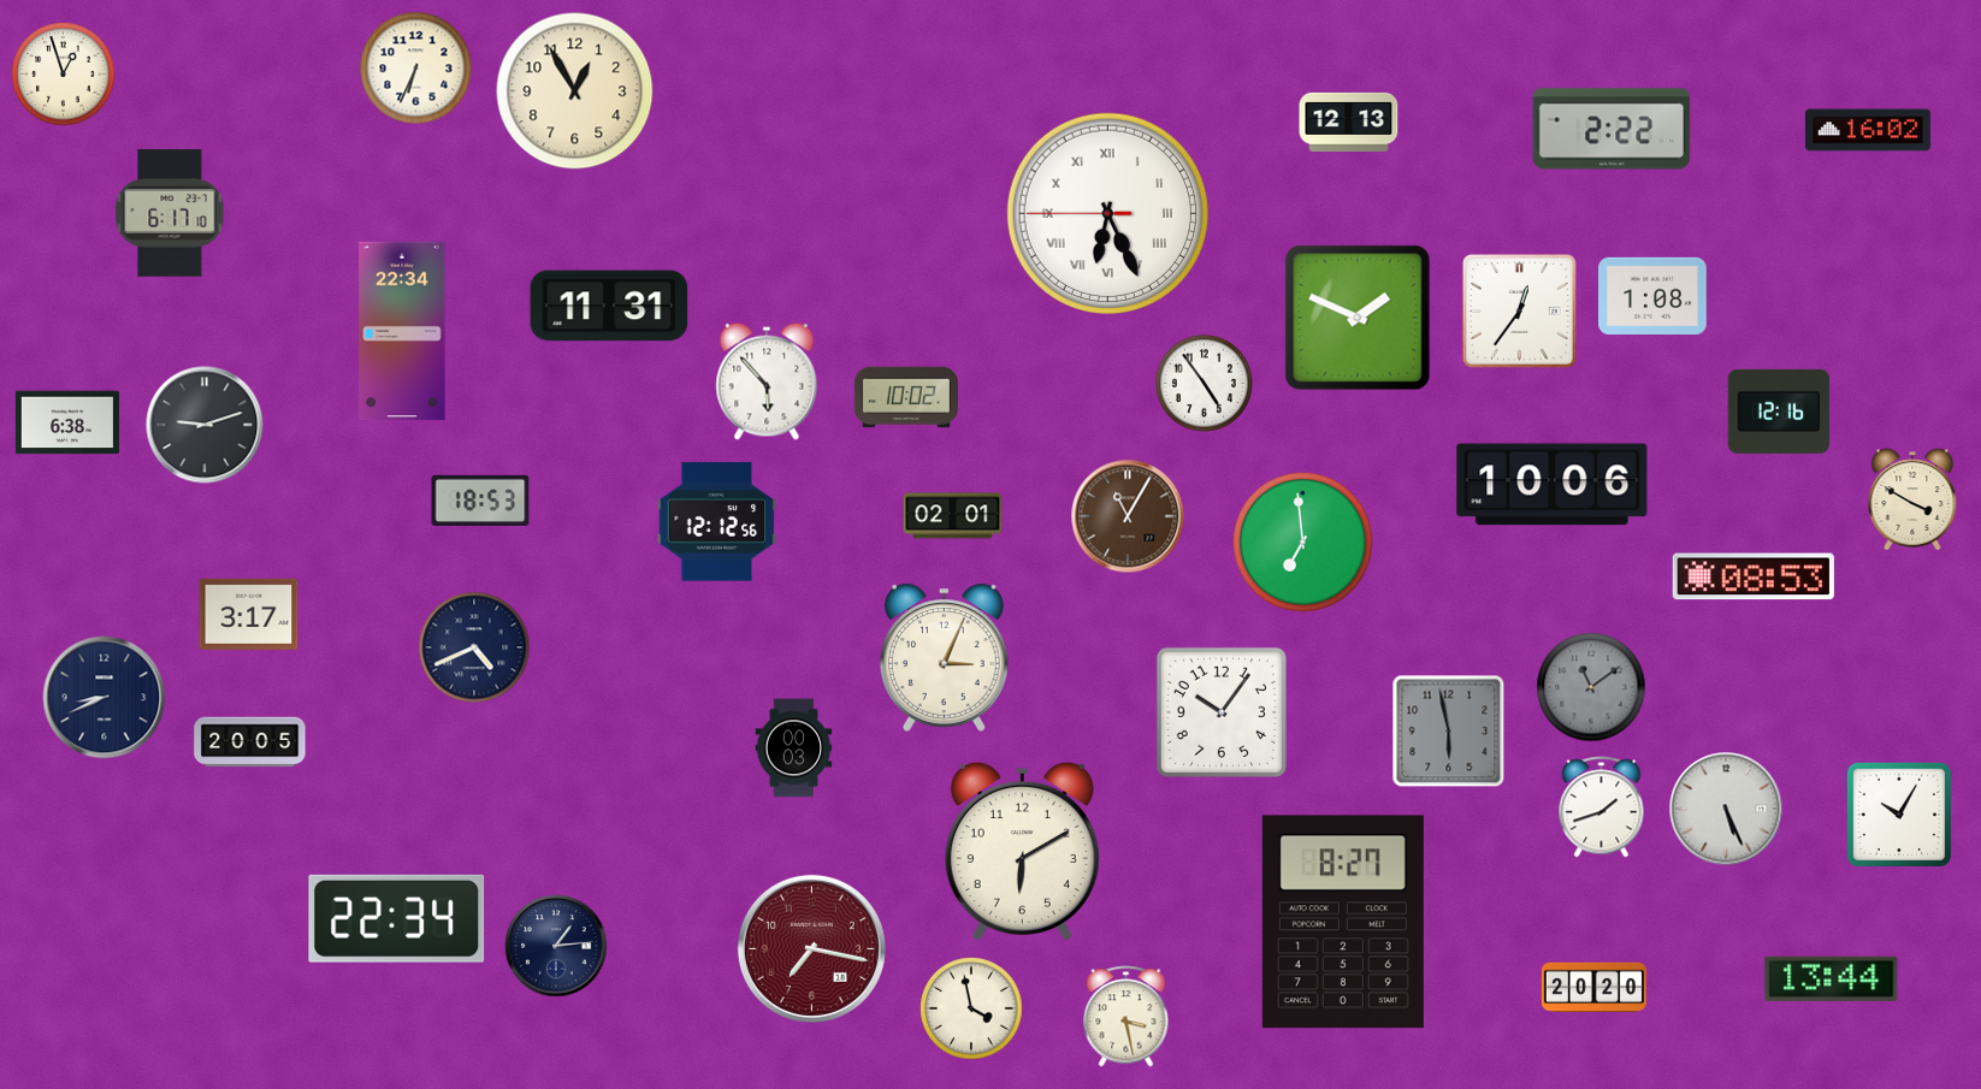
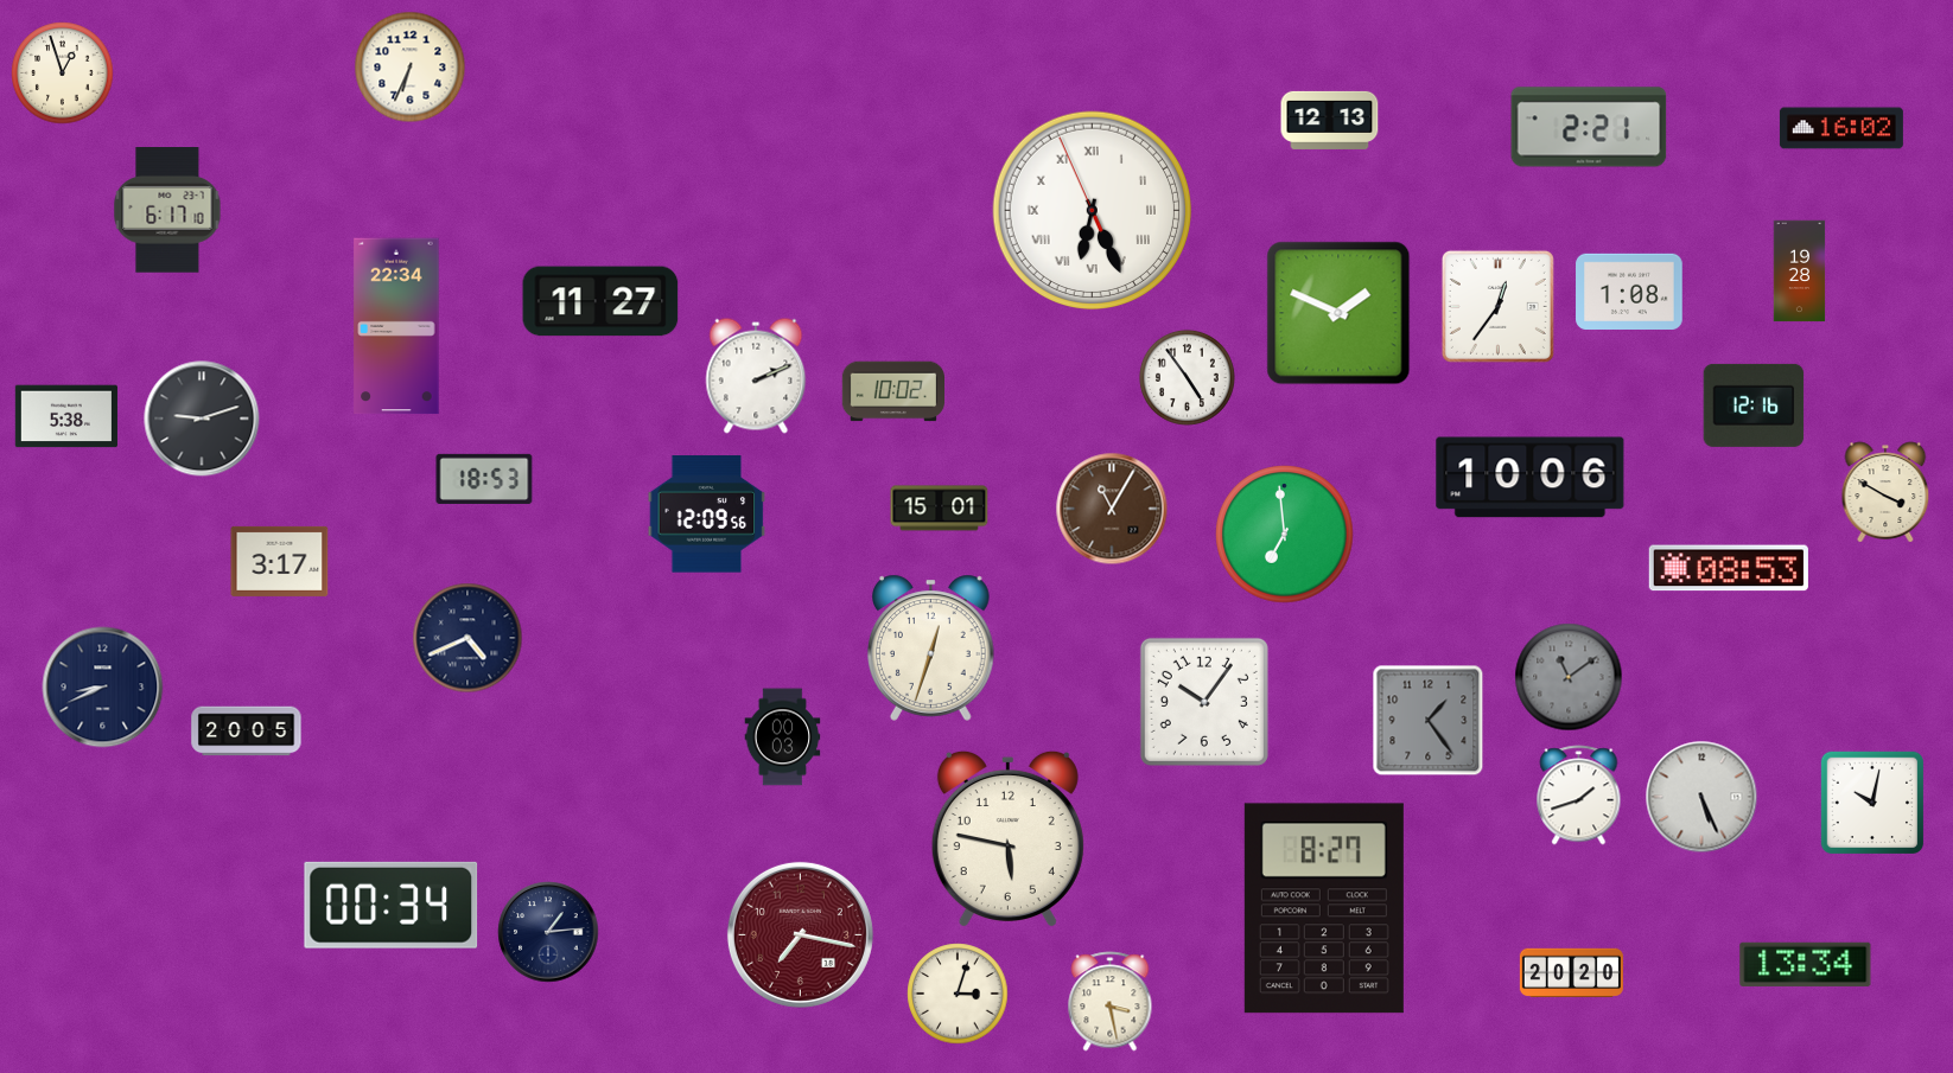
clock at (575, 91): 12:55 -> none
clock at (1612, 129): 2:22 -> 2:21
clock at (1108, 214): 6:25:45 -> 6:25:56
clock at (1800, 272): none -> 19:28
clock at (609, 306): 11:31 -> 11:27
clock at (767, 381): 5:53 -> 2:11
clock at (67, 422): 6:38 -> 5:38
clock at (480, 501) position: (480, 501) -> (484, 479)
clock at (953, 516): 02:01 -> 15:01
clock at (717, 522): 12:12 -> 12:09
clock at (249, 614) position: (249, 614) -> (280, 561)
clock at (945, 657): 3:04 -> 12:33
clock at (1449, 732): 5:58 -> 1:24
clock at (1898, 813): 10:05 -> 10:02
clock at (1022, 851): 6:10 -> 5:47
clock at (397, 918): 22:34 -> 00:34
clock at (1832, 978): 13:44 -> 13:34
clock at (971, 1008): 3:58 -> 3:03
